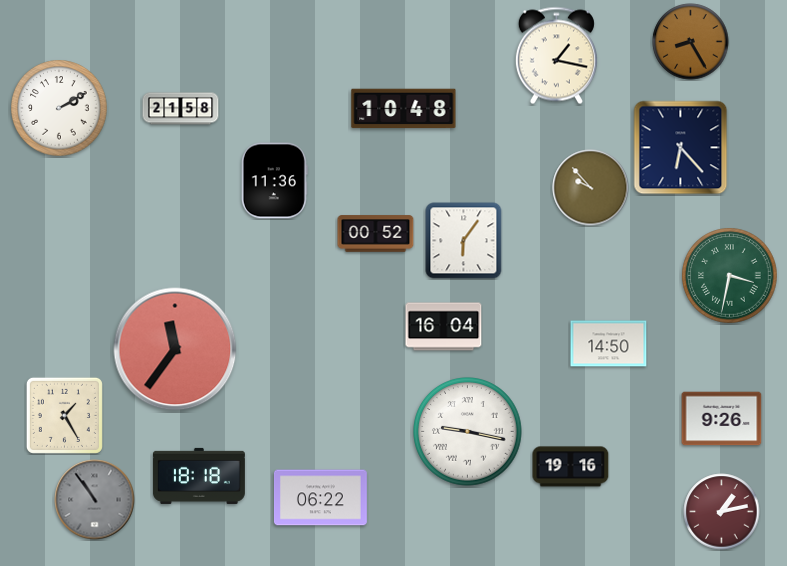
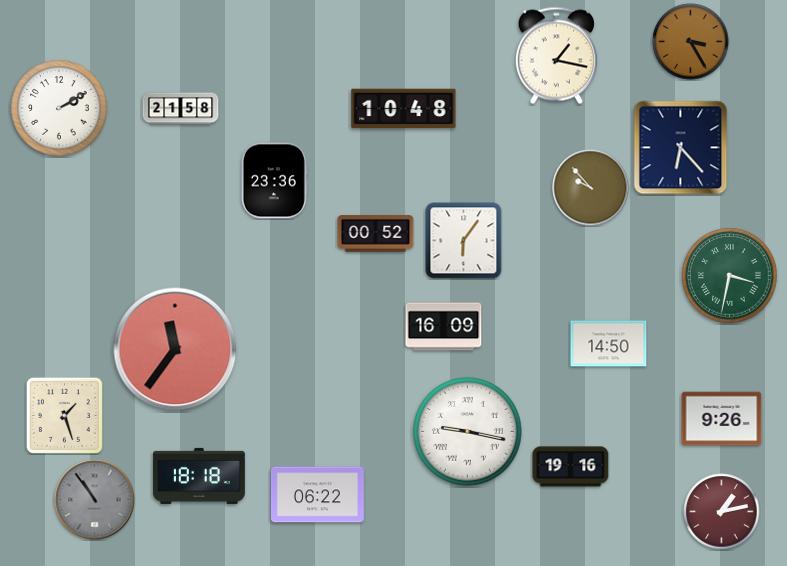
clock at (691, 42): 8:25 -> 3:25
clock at (274, 181): 11:36 -> 23:36
clock at (444, 327): 16:04 -> 16:09
clock at (64, 415): 1:25 -> 1:27
clock at (320, 498) position: (320, 498) -> (317, 495)
